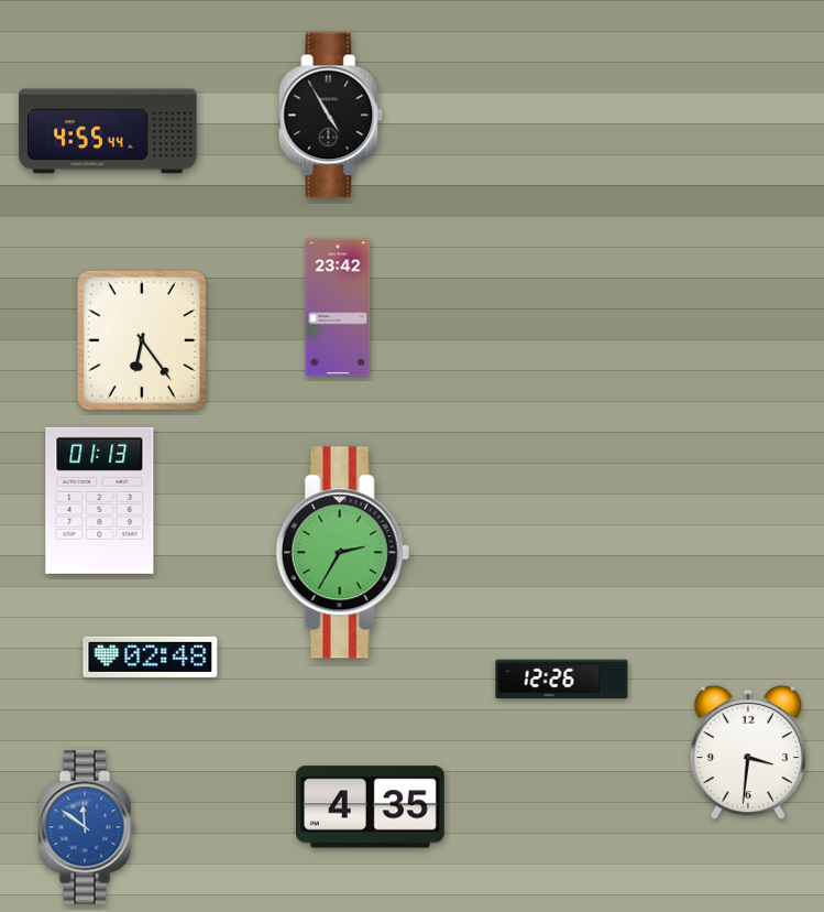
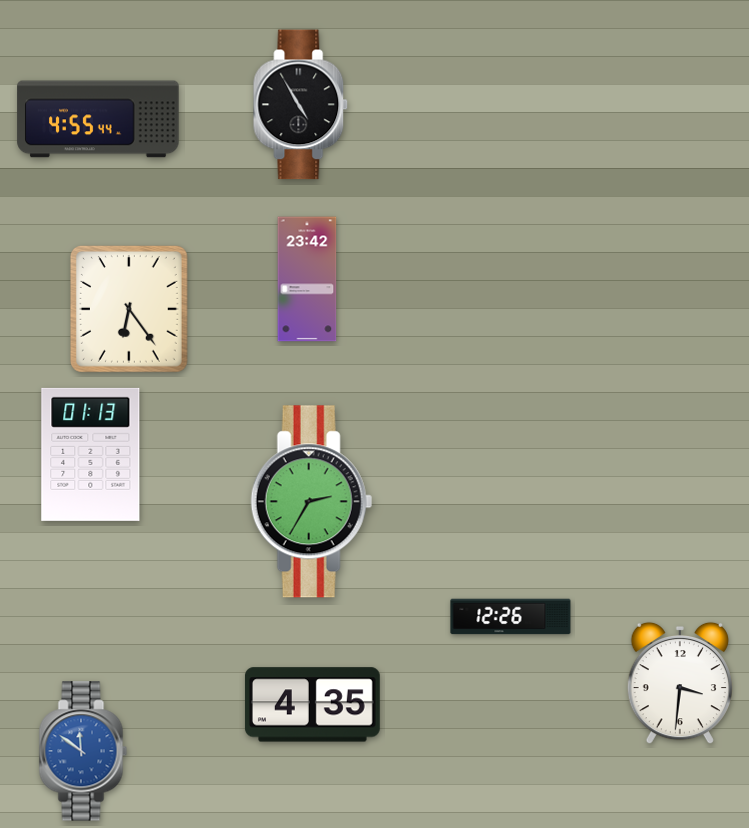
clock at (151, 656): 02:48 -> none
clock at (370, 807) position: (370, 807) -> (312, 705)
clock at (87, 827) position: (87, 827) -> (83, 751)
